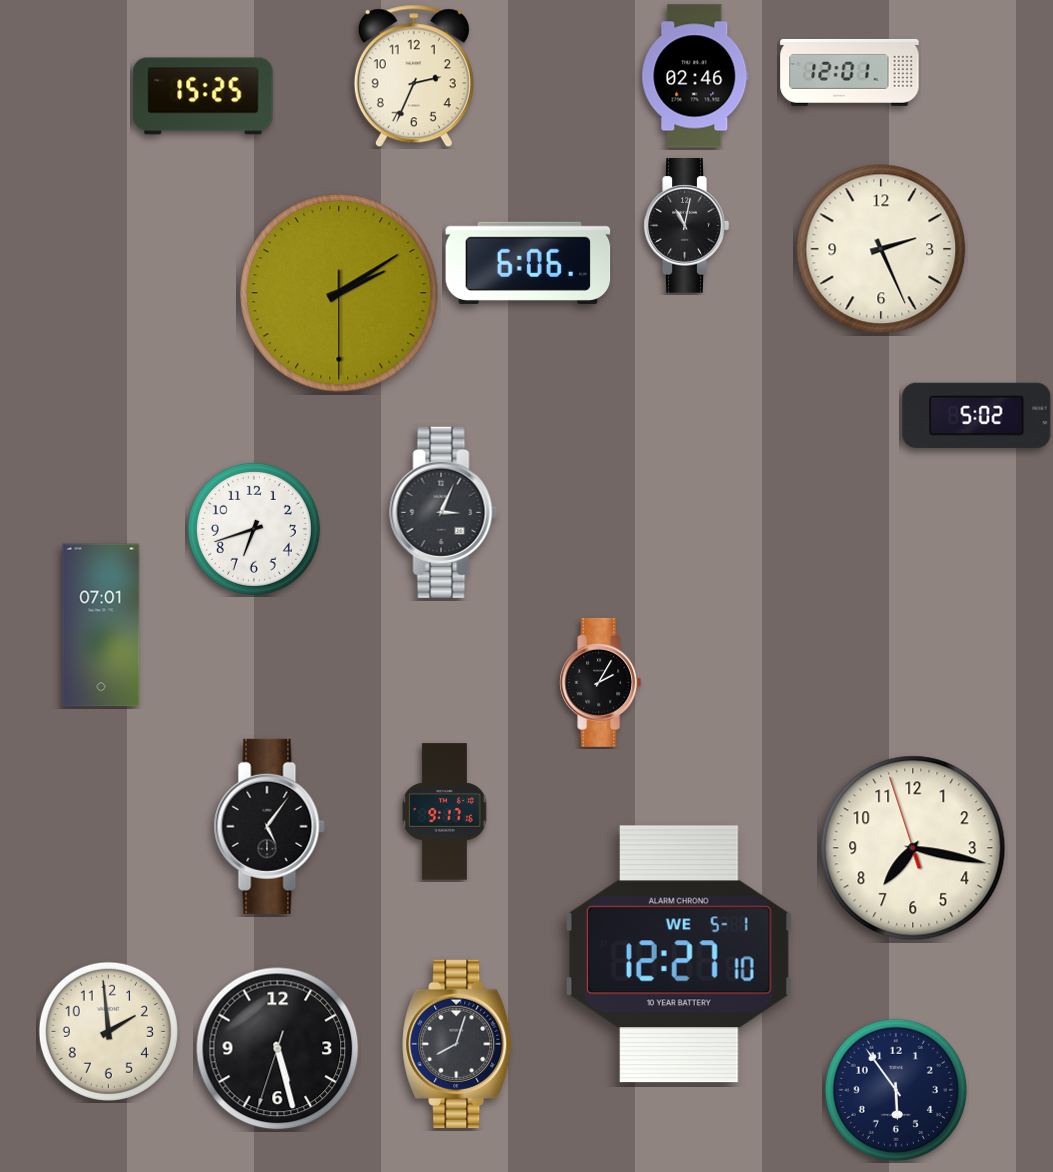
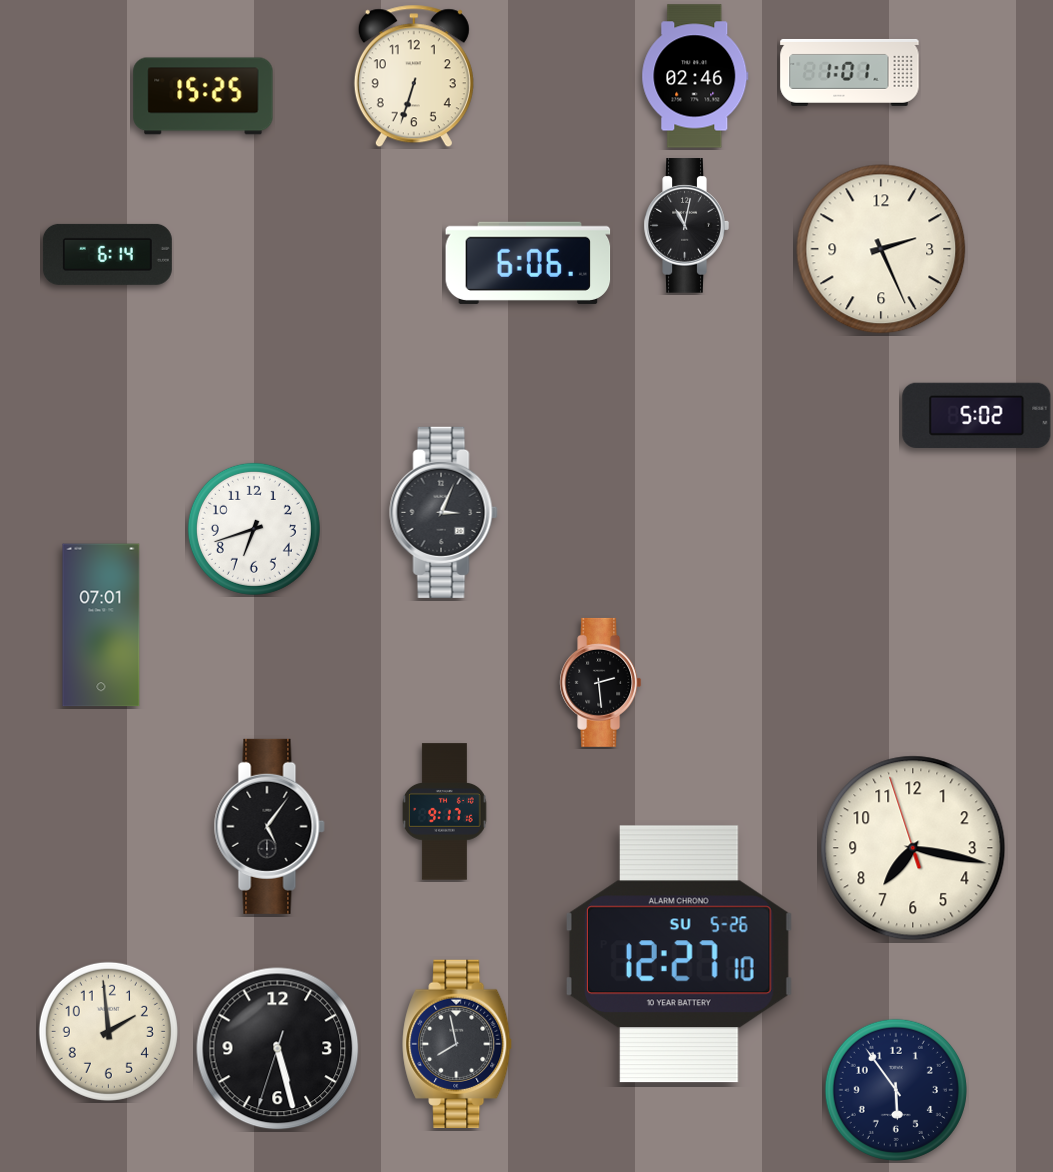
clock at (850, 73): 12:01 -> 1:01
clock at (414, 76): 2:34 -> 6:33
clock at (107, 254): none -> 6:14
clock at (339, 293): 2:09 -> none
clock at (601, 682): 2:05 -> 2:29
clock at (679, 954) date: WE 5-1 -> SU 5-26
clock at (458, 1043): 8:03 -> 7:58
